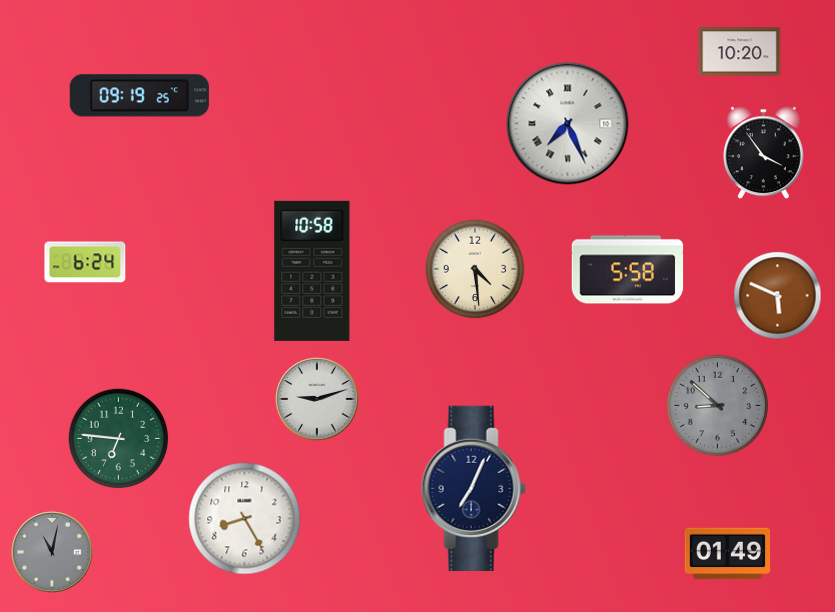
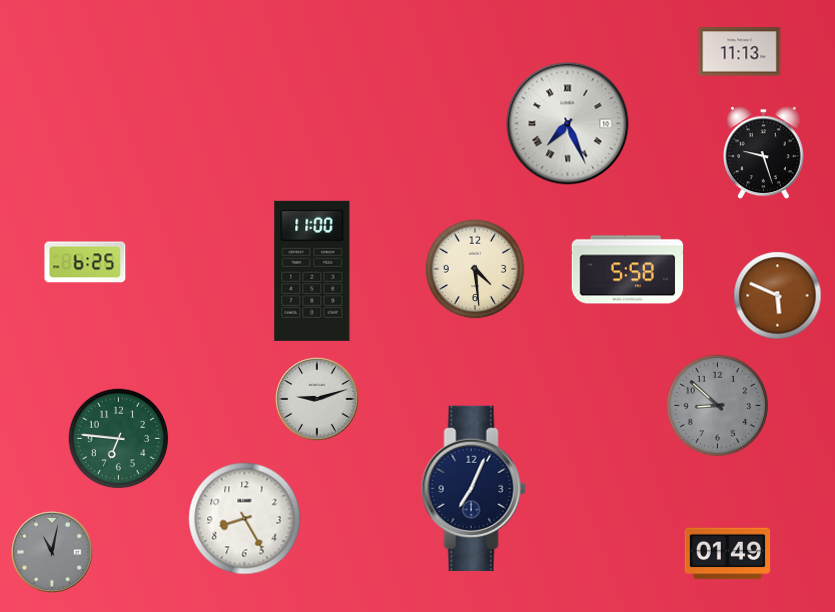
clock at (740, 52): 10:20 -> 11:13
clock at (139, 96): 09:19 -> none
clock at (763, 153): 3:54 -> 9:27
clock at (85, 262): 6:24 -> 6:25
clock at (312, 271): 10:58 -> 11:00
